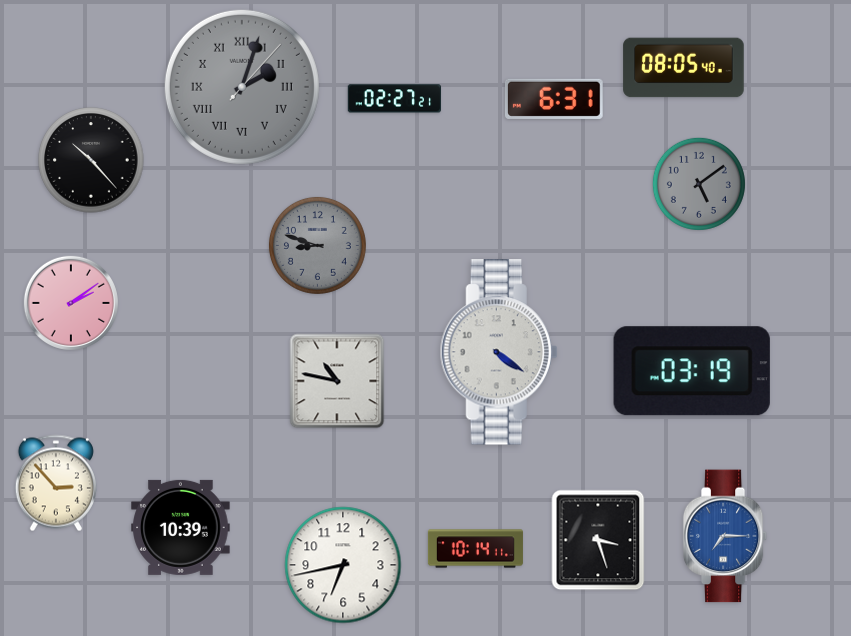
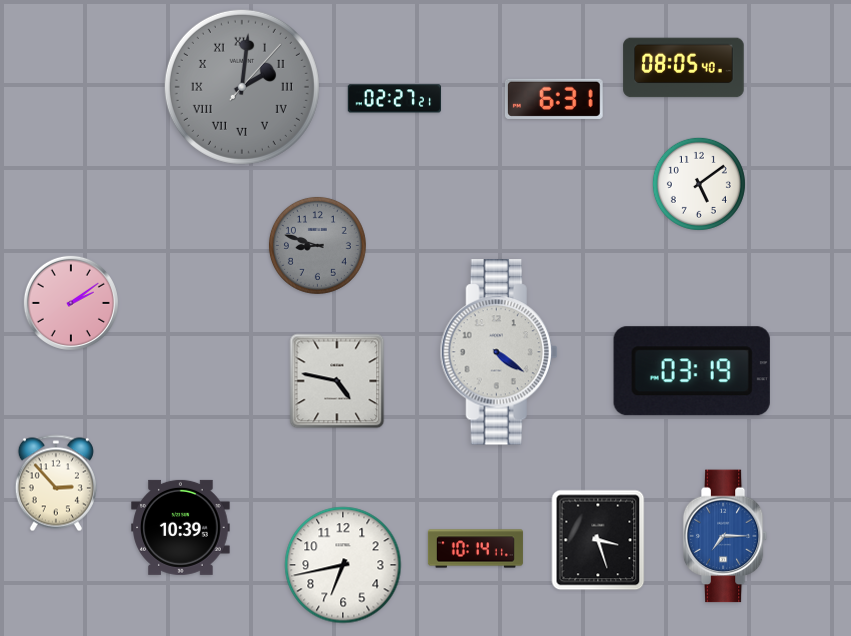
clock at (242, 87): 2:03 -> 2:01
clock at (91, 160): 10:23 -> none
clock at (699, 184) dial: grey -> white
clock at (337, 381): 10:47 -> 4:47
